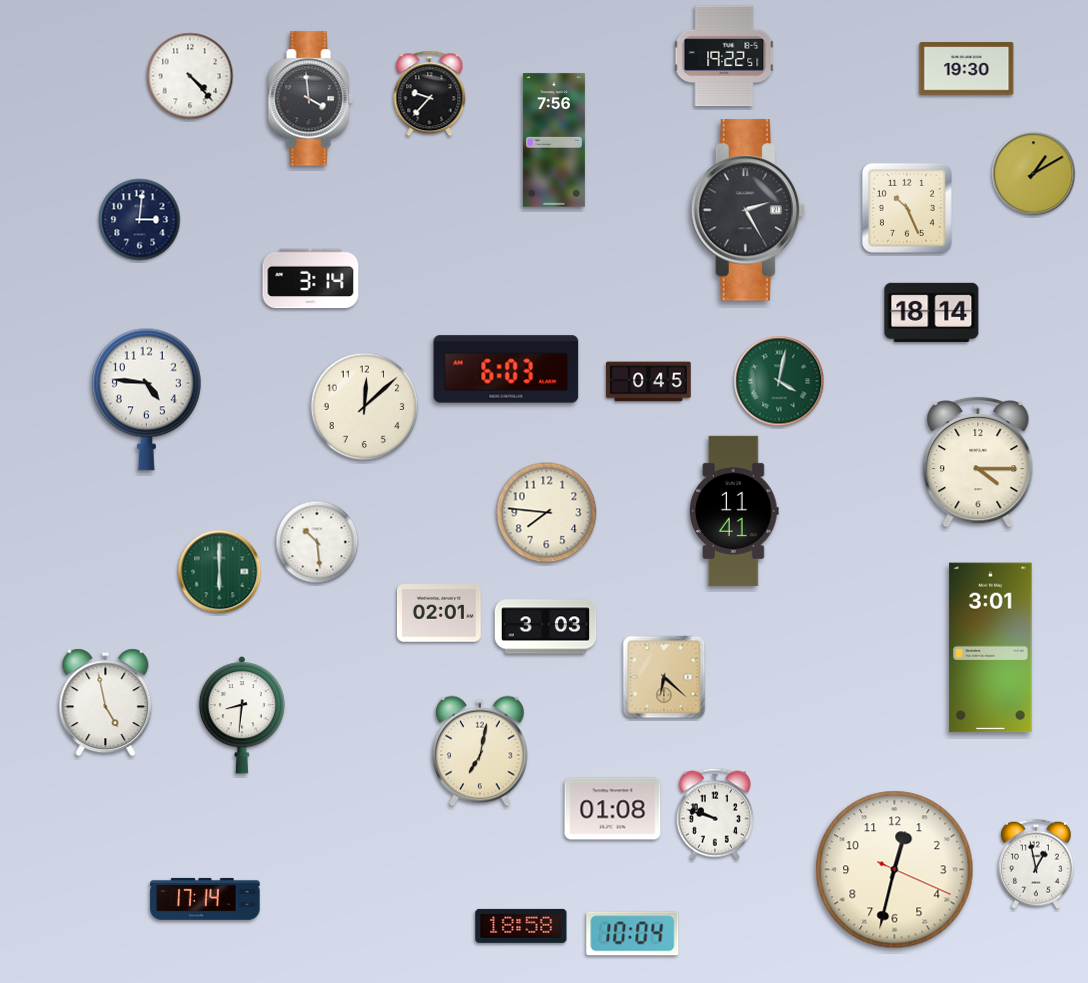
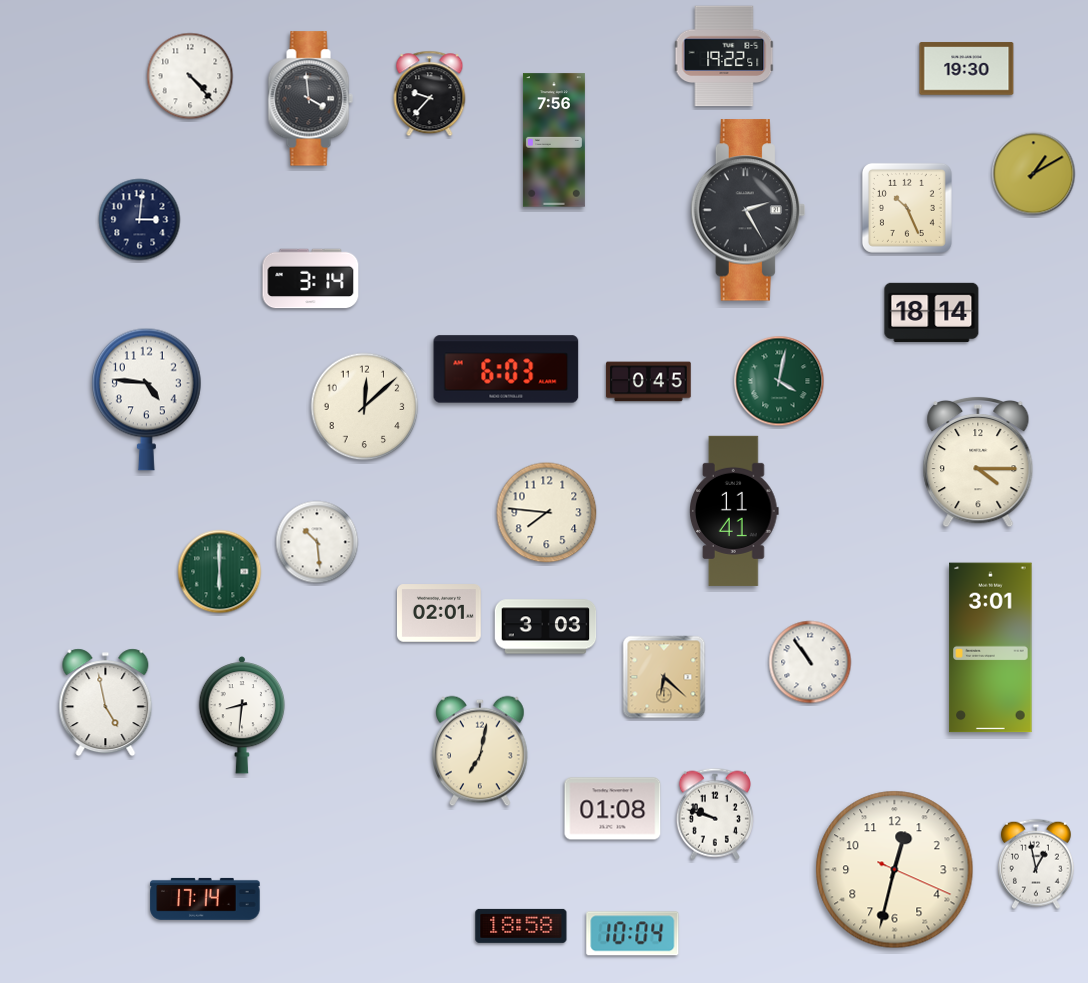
clock at (810, 662): none -> 10:54
